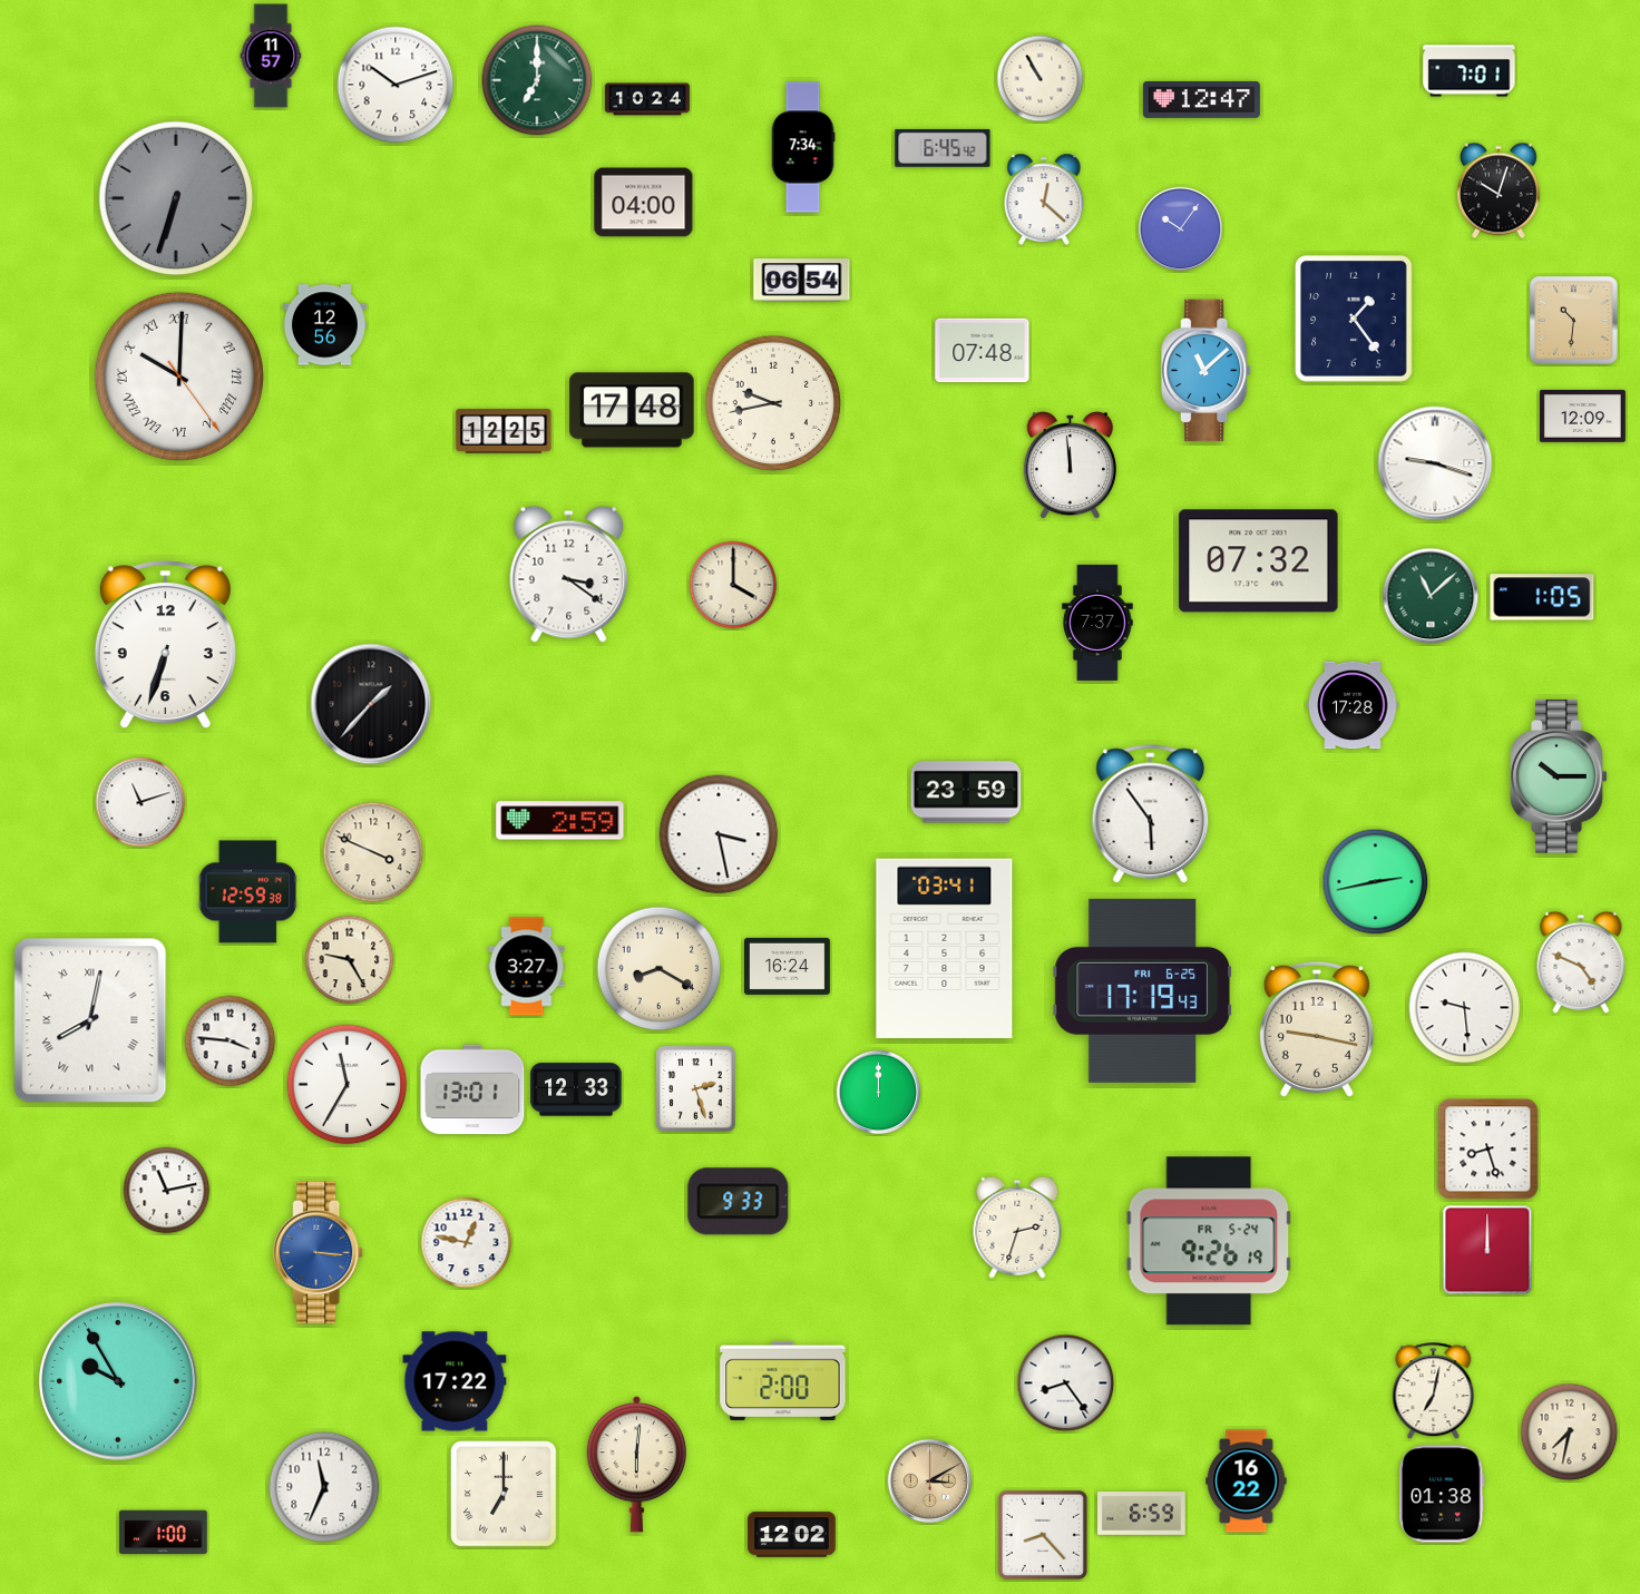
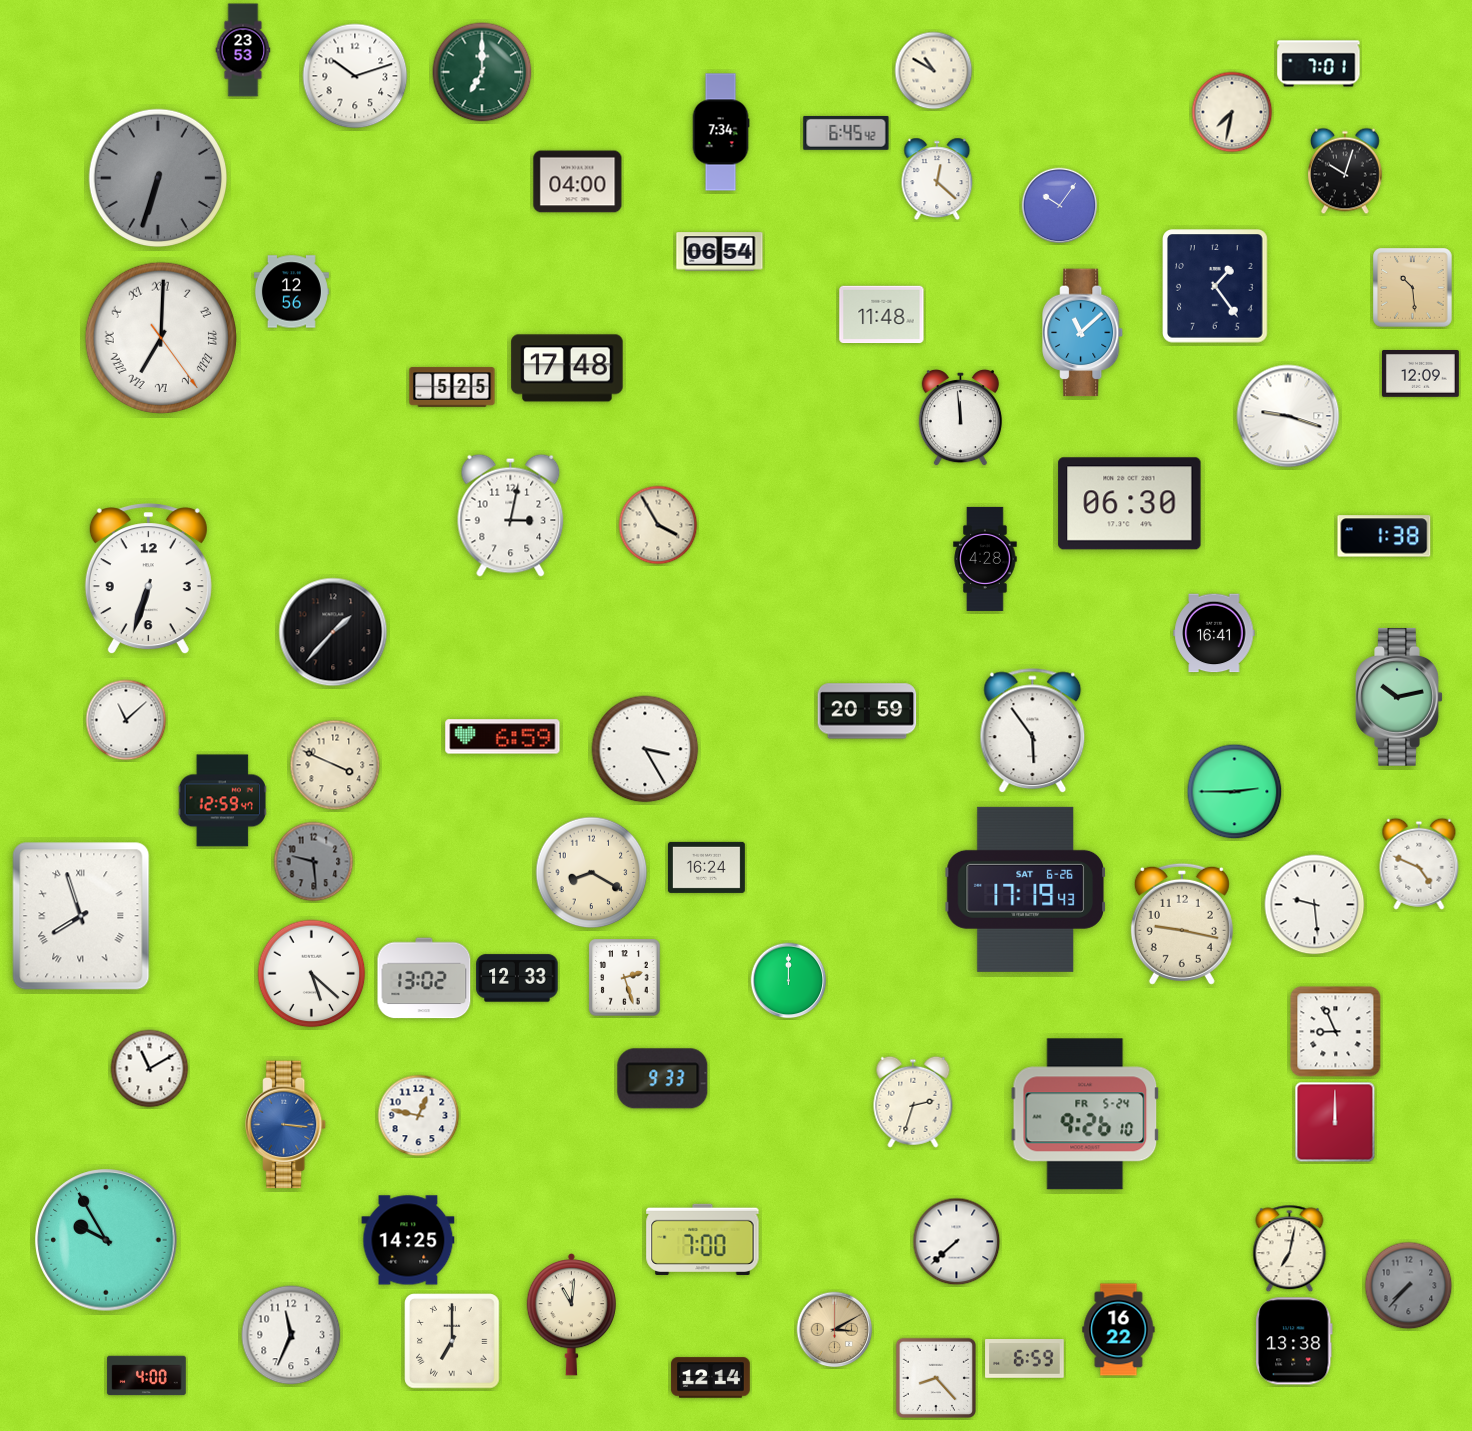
clock at (271, 56): 11:57 -> 23:53
clock at (1041, 79): 10:55 -> 10:50
clock at (647, 99): 10:24 -> none
clock at (1201, 99): 12:47 -> none
clock at (1232, 112): none -> 7:32
clock at (1574, 321): 10:31 -> 10:29
clock at (983, 351): 07:48 -> 11:48
clock at (179, 377): 10:00 -> 7:00
clock at (773, 403): 9:43 -> none
clock at (504, 431): 12:25 -> 5:25
clock at (1259, 561): 07:32 -> 06:30
clock at (569, 574): 3:21 -> 3:02
clock at (733, 585): 4:00 -> 3:55
clock at (1431, 596): 11:08 -> none
clock at (1542, 597): 1:05 -> 1:38
clock at (1097, 623): 7:37 -> 4:28
clock at (1353, 705): 17:28 -> 16:41
clock at (1559, 776): 10:15 -> 10:13
clock at (966, 792): 23:59 -> 20:59
clock at (140, 802): 11:12 -> 11:08
clock at (560, 821): 2:59 -> 6:59
clock at (719, 834): 3:28 -> 3:25
clock at (1376, 882): 2:43 -> 2:45
clock at (247, 892): 12:59:38 -> 12:59:47
clock at (945, 948): 03:41 -> none
clock at (350, 960): 9:25 -> 9:29
clock at (350, 960) dial: cream -> grey
clock at (527, 967): 3:27 -> none
clock at (660, 969) position: (660, 969) -> (592, 873)
clock at (1142, 990) date: FRI 6-25 -> SAT 6-26
clock at (90, 1020): 8:02 -> 7:57
clock at (231, 1042): 3:46 -> none
clock at (348, 1085): 11:35 -> 5:22
clock at (472, 1089): 13:01 -> 13:02
clock at (1488, 1150): 8:27 -> 8:56
clock at (167, 1191): 11:13 -> 11:10
clock at (1209, 1241): 9:26:19 -> 9:26:10
clock at (783, 1380): 2:00 -> 7:00
clock at (455, 1381): 17:22 -> 14:25
clock at (1066, 1383): 8:24 -> 7:38
clock at (1434, 1391) position: (1434, 1391) -> (1290, 1249)
clock at (1570, 1432): 7:32 -> 7:37
clock at (1570, 1432) dial: cream -> grey
clock at (636, 1465): 6:01 -> 11:01
clock at (1443, 1494): 01:38 -> 13:38
clock at (164, 1533): 1:00 -> 4:00
clock at (792, 1535): 12:02 -> 12:14
